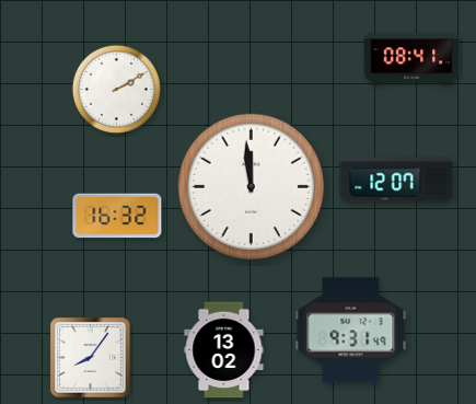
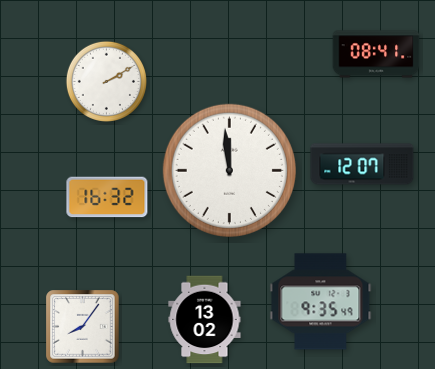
clock at (351, 331): 9:31 -> 9:35
